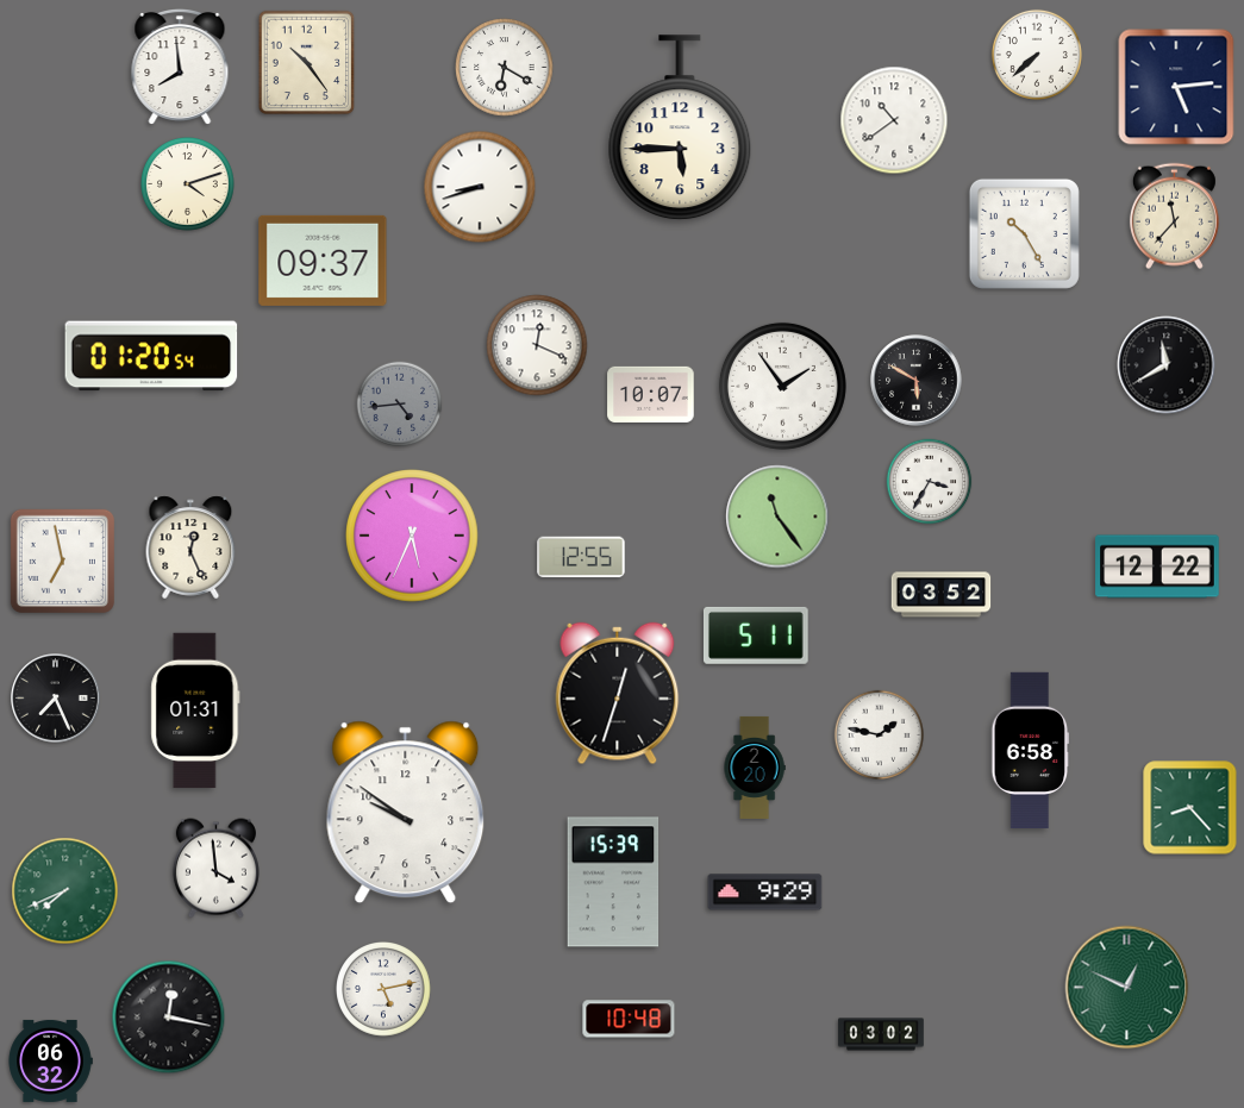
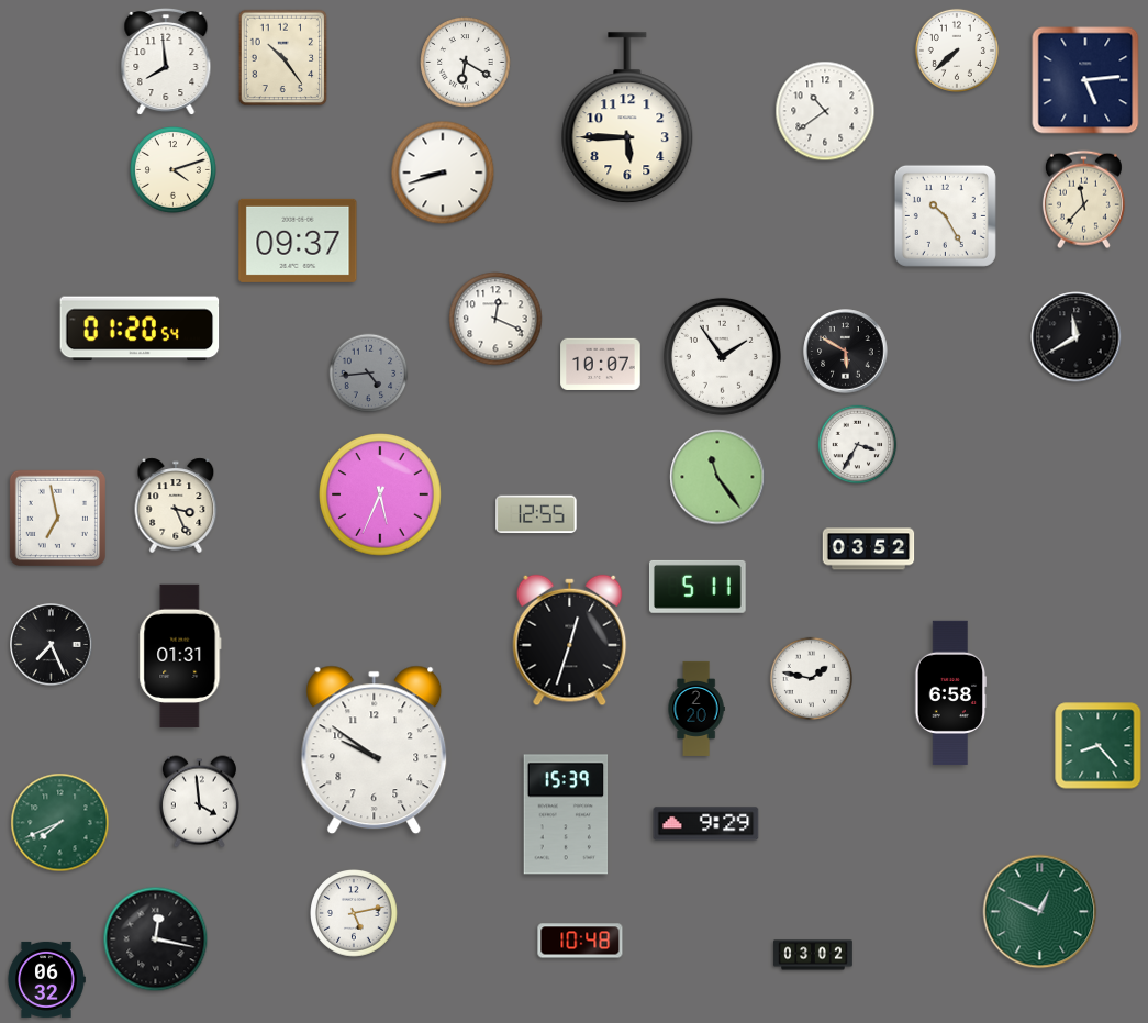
clock at (190, 547): 12:26 -> 3:26
clock at (1157, 566): 12:22 -> none
